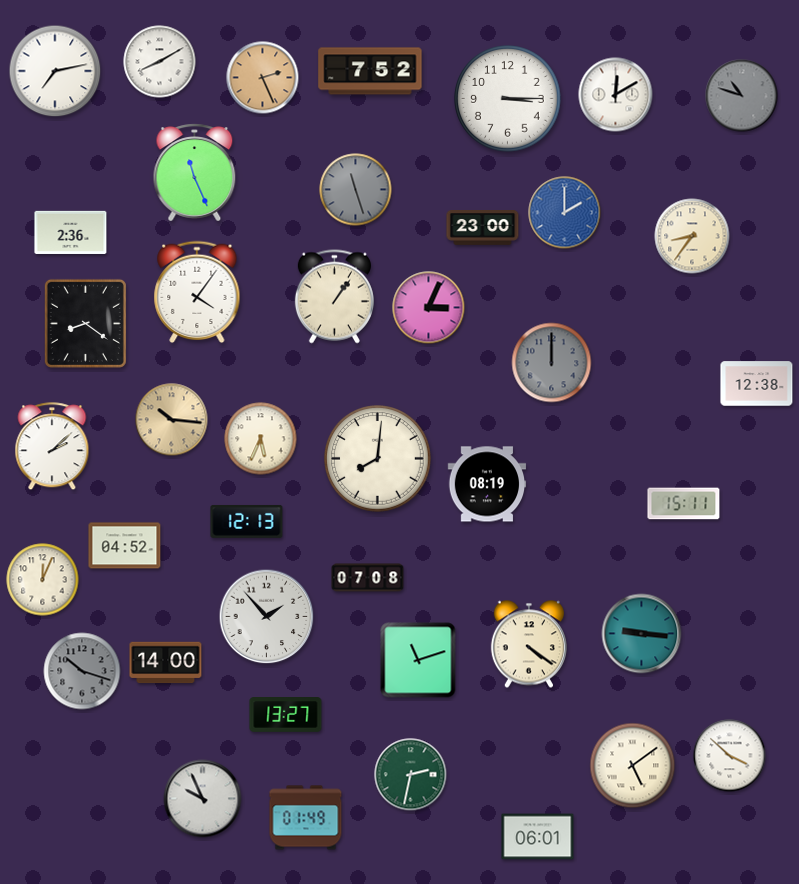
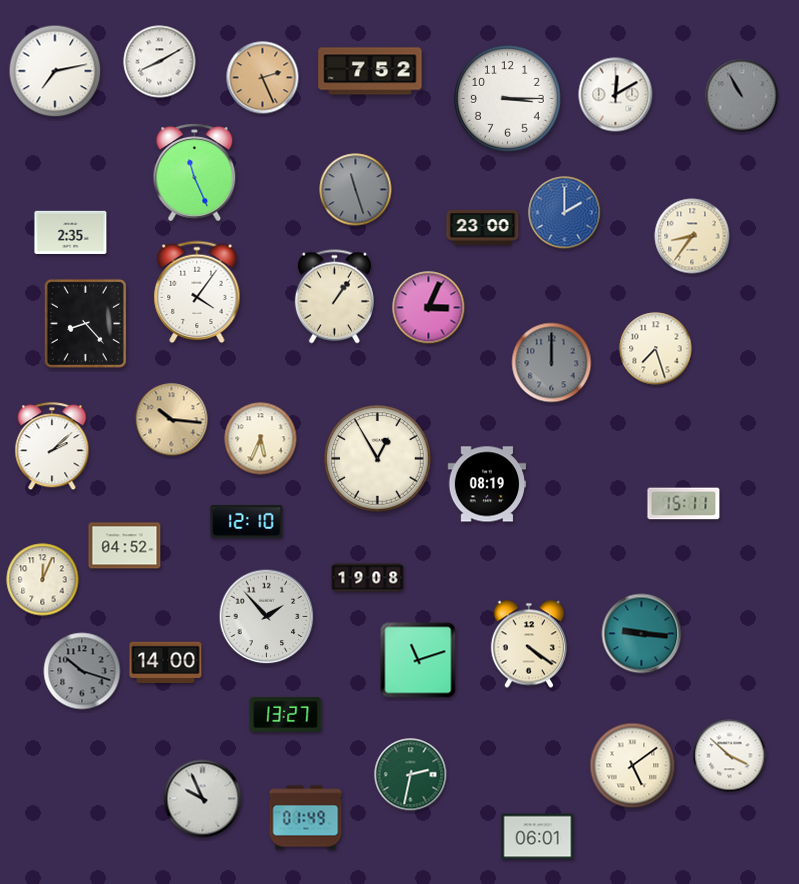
clock at (742, 96): 10:48 -> 10:55
clock at (71, 232): 2:36 -> 2:35
clock at (85, 323): 8:21 -> 8:23
clock at (656, 349): none -> 7:27
clock at (757, 384): 12:38 -> none
clock at (378, 459): 8:01 -> 12:55
clock at (247, 521): 12:13 -> 12:10
clock at (368, 578): 07:08 -> 19:08
